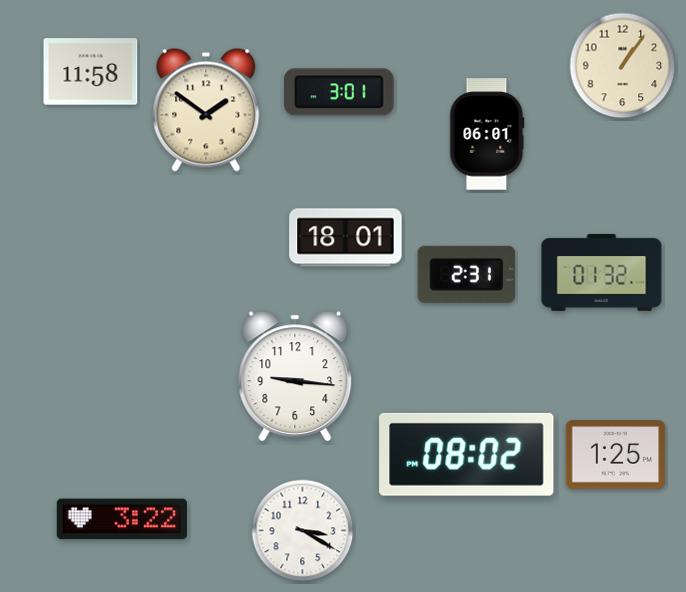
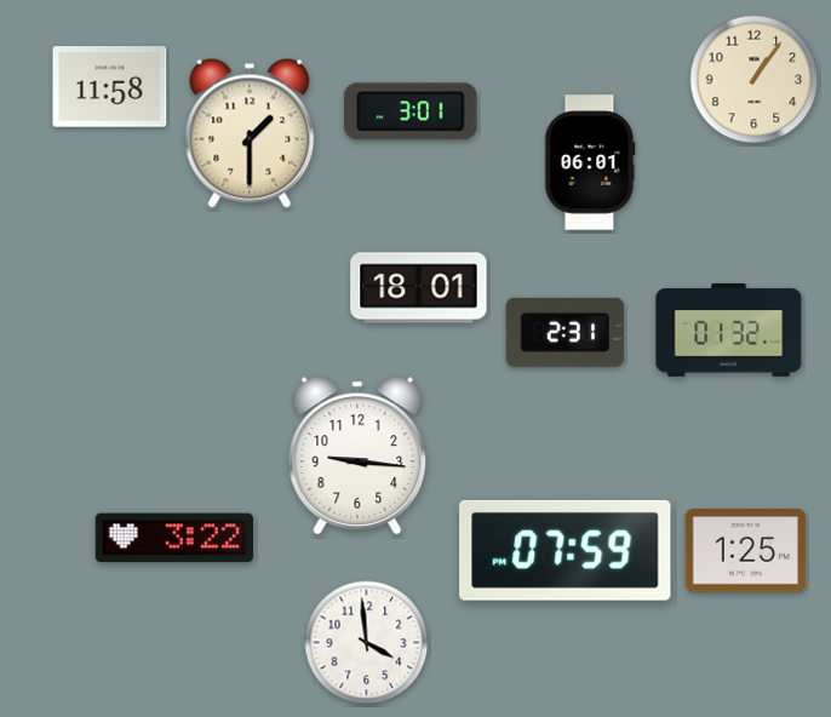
clock at (206, 110): 1:51 -> 1:30
clock at (467, 454): 08:02 -> 07:59
clock at (121, 519) position: (121, 519) -> (173, 538)
clock at (303, 531): 3:20 -> 3:59
